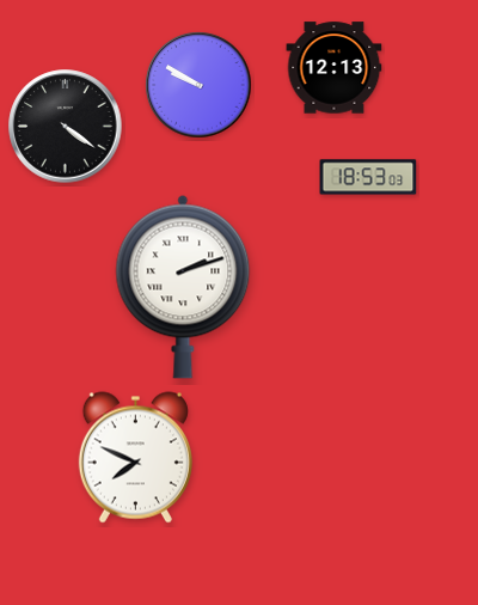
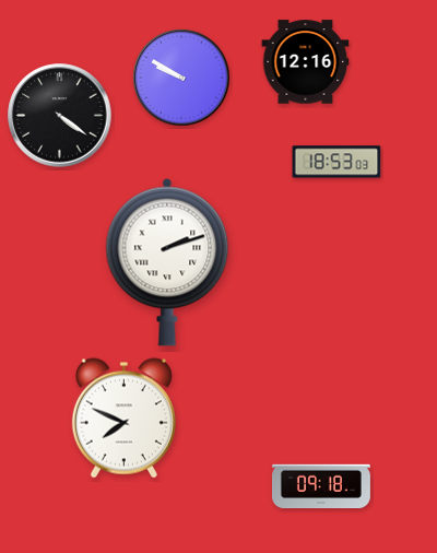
clock at (335, 68): 12:13 -> 12:16
clock at (321, 486): none -> 09:18
